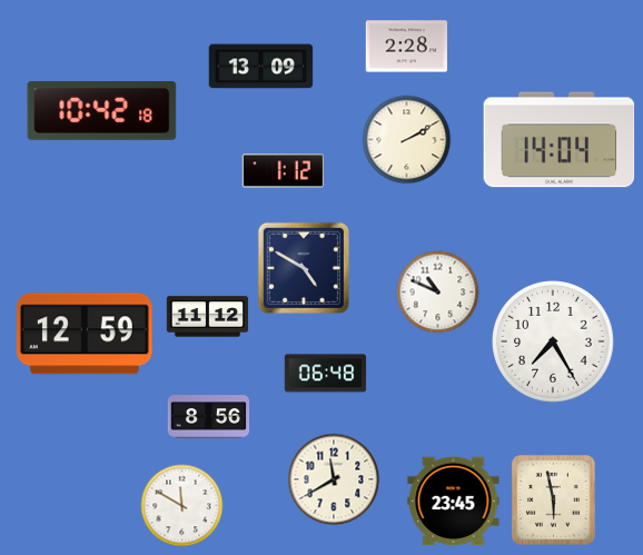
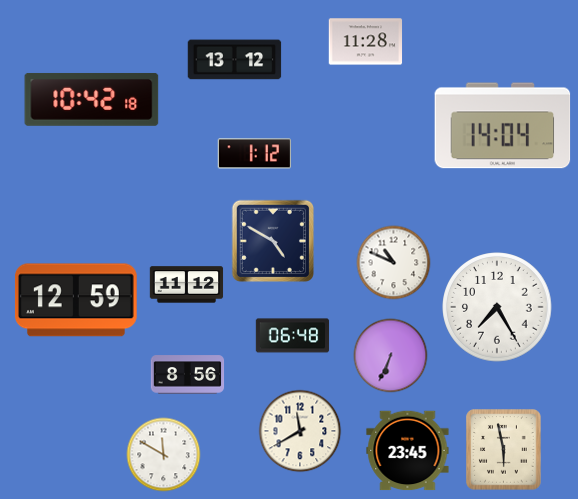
clock at (407, 47): 2:28 -> 11:28
clock at (261, 67): 13:09 -> 13:12
clock at (407, 140): 2:10 -> none
clock at (391, 356): none -> 6:34
clock at (554, 501) position: (554, 501) -> (504, 450)
